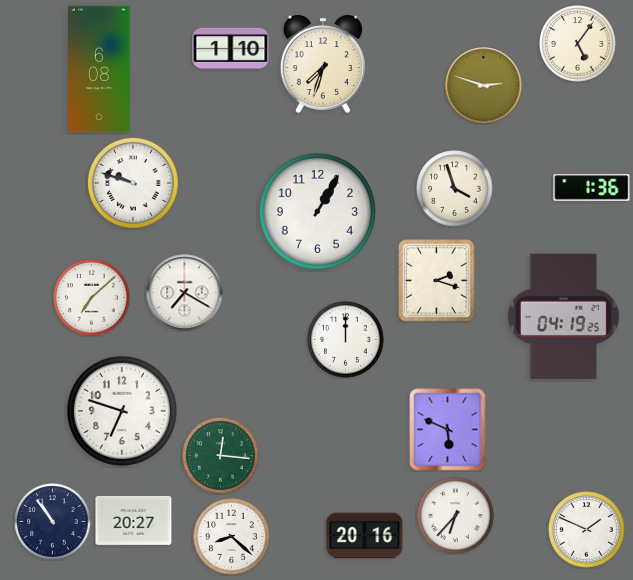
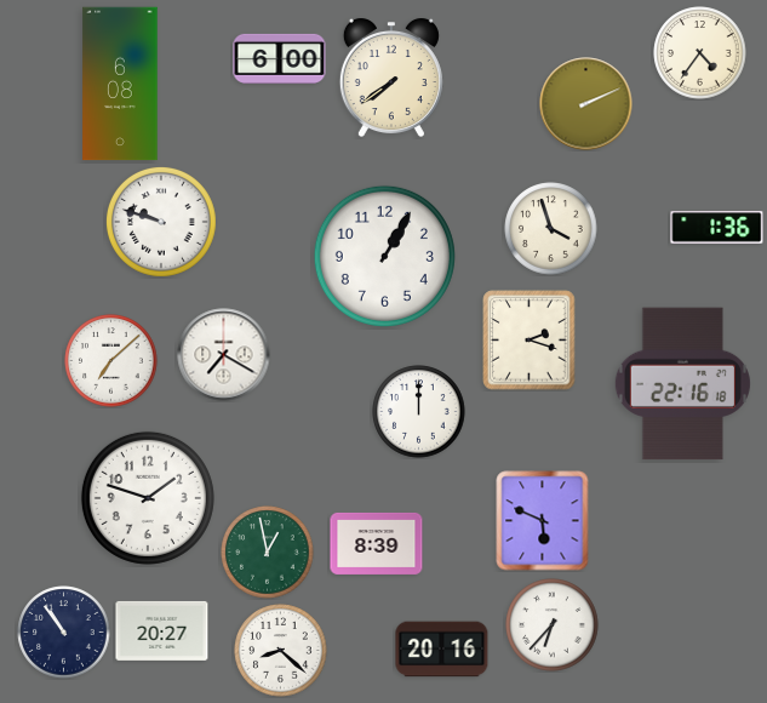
clock at (578, 44): 5:06 -> 4:36
clock at (231, 48): 1:10 -> 6:00
clock at (323, 64): 7:33 -> 7:39
clock at (484, 86): 2:48 -> 2:11
clock at (563, 317): 04:19 -> 22:16
clock at (122, 411): 6:48 -> 1:48
clock at (377, 543): none -> 8:39
clock at (221, 456): 12:16 -> 12:58
clock at (587, 530): 1:49 -> none
